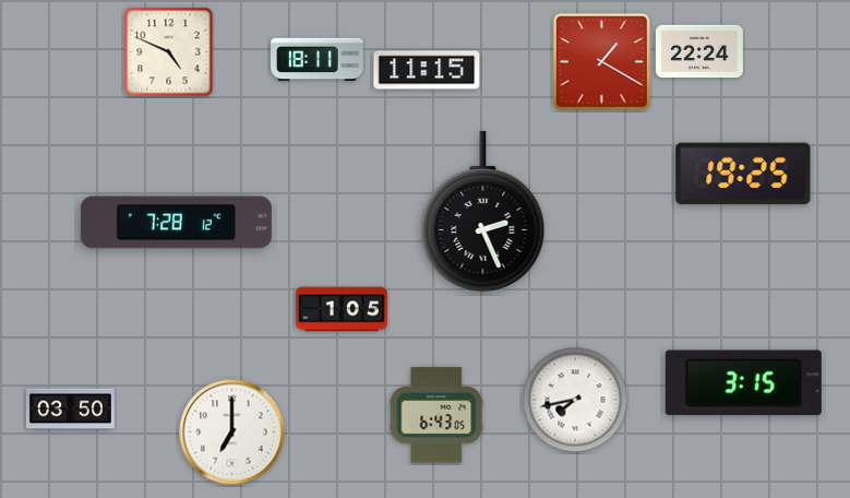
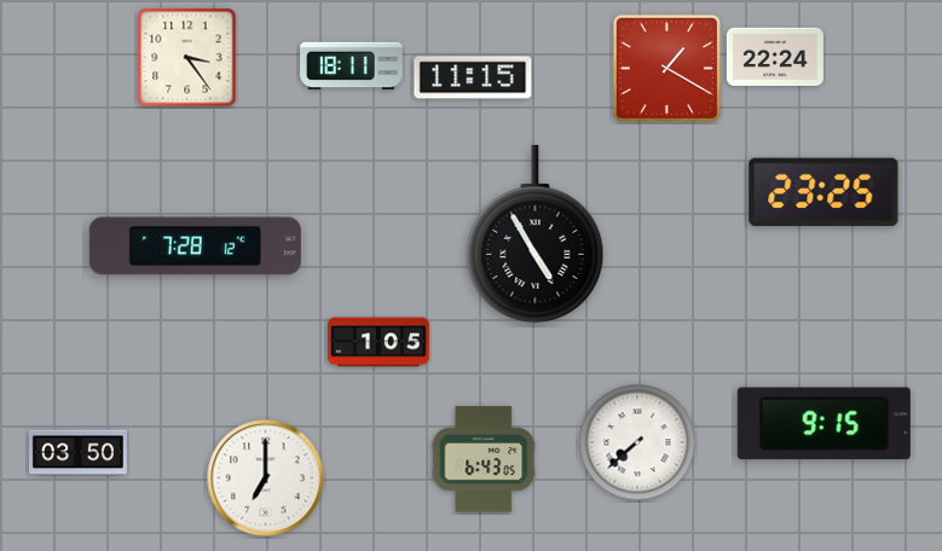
clock at (169, 52): 4:49 -> 3:24
clock at (743, 174): 19:25 -> 23:25
clock at (483, 211): 2:26 -> 4:55
clock at (743, 383): 3:15 -> 9:15
clock at (575, 400): 7:43 -> 7:38
clock at (232, 432) position: (232, 432) -> (266, 478)
